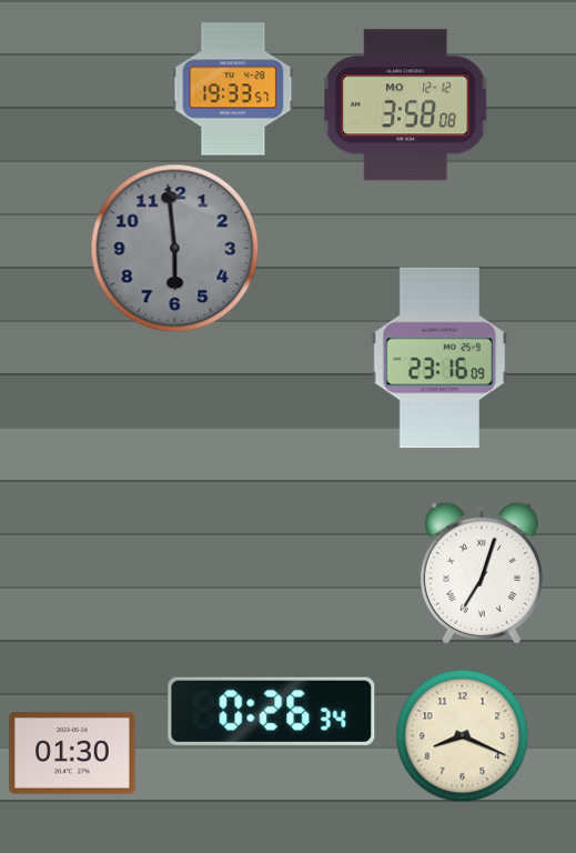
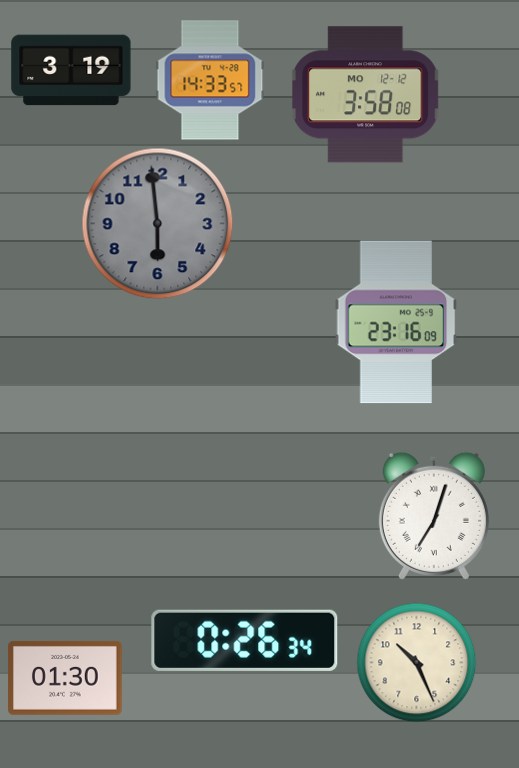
clock at (71, 70): none -> 3:19
clock at (233, 89): 19:33 -> 14:33
clock at (463, 736): 8:19 -> 10:26
